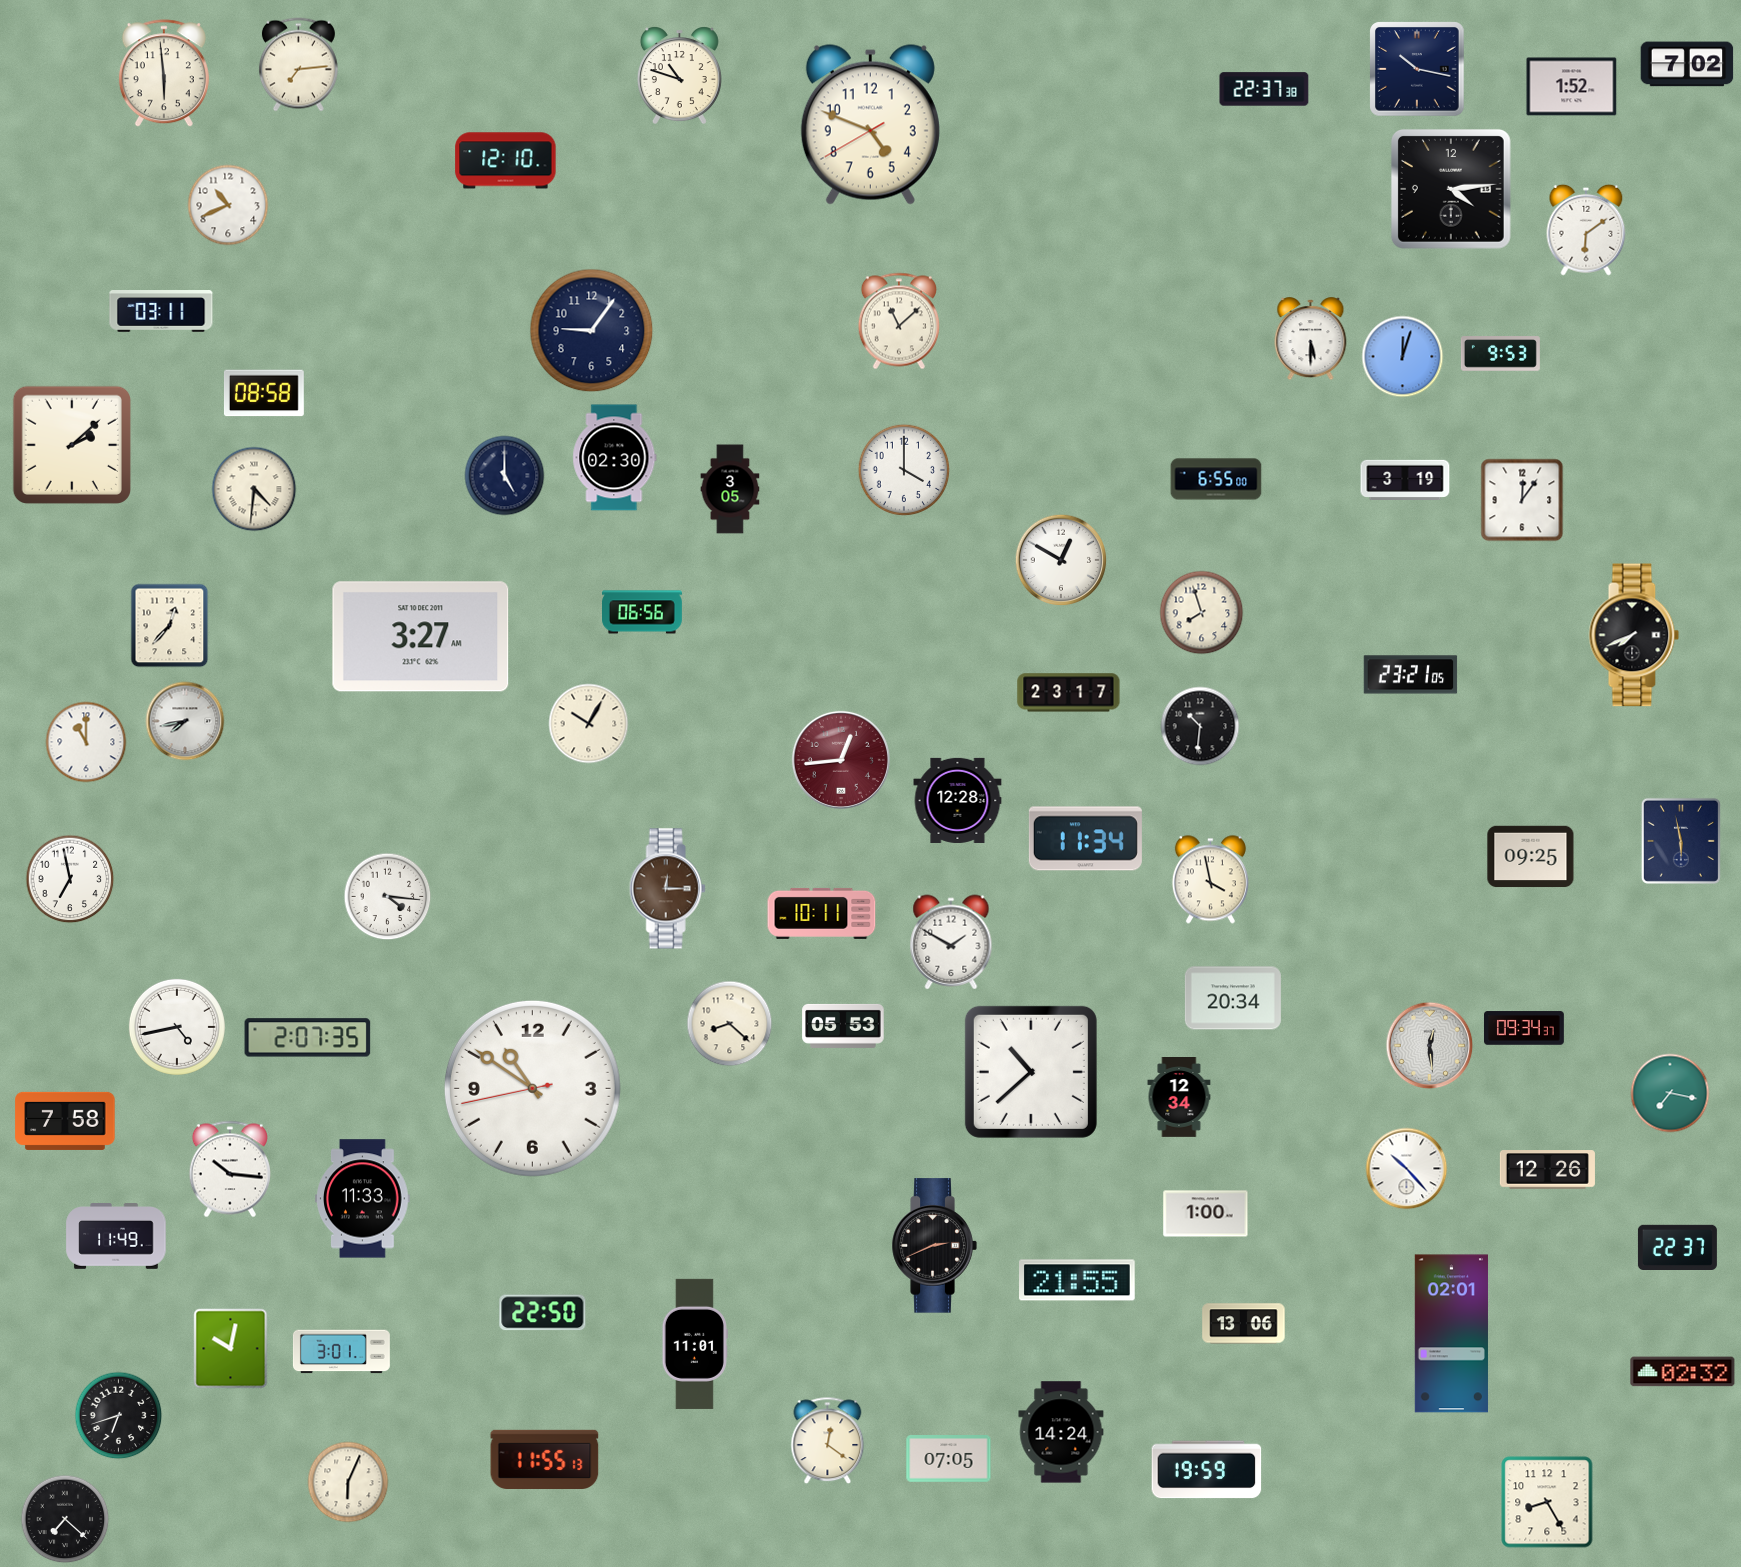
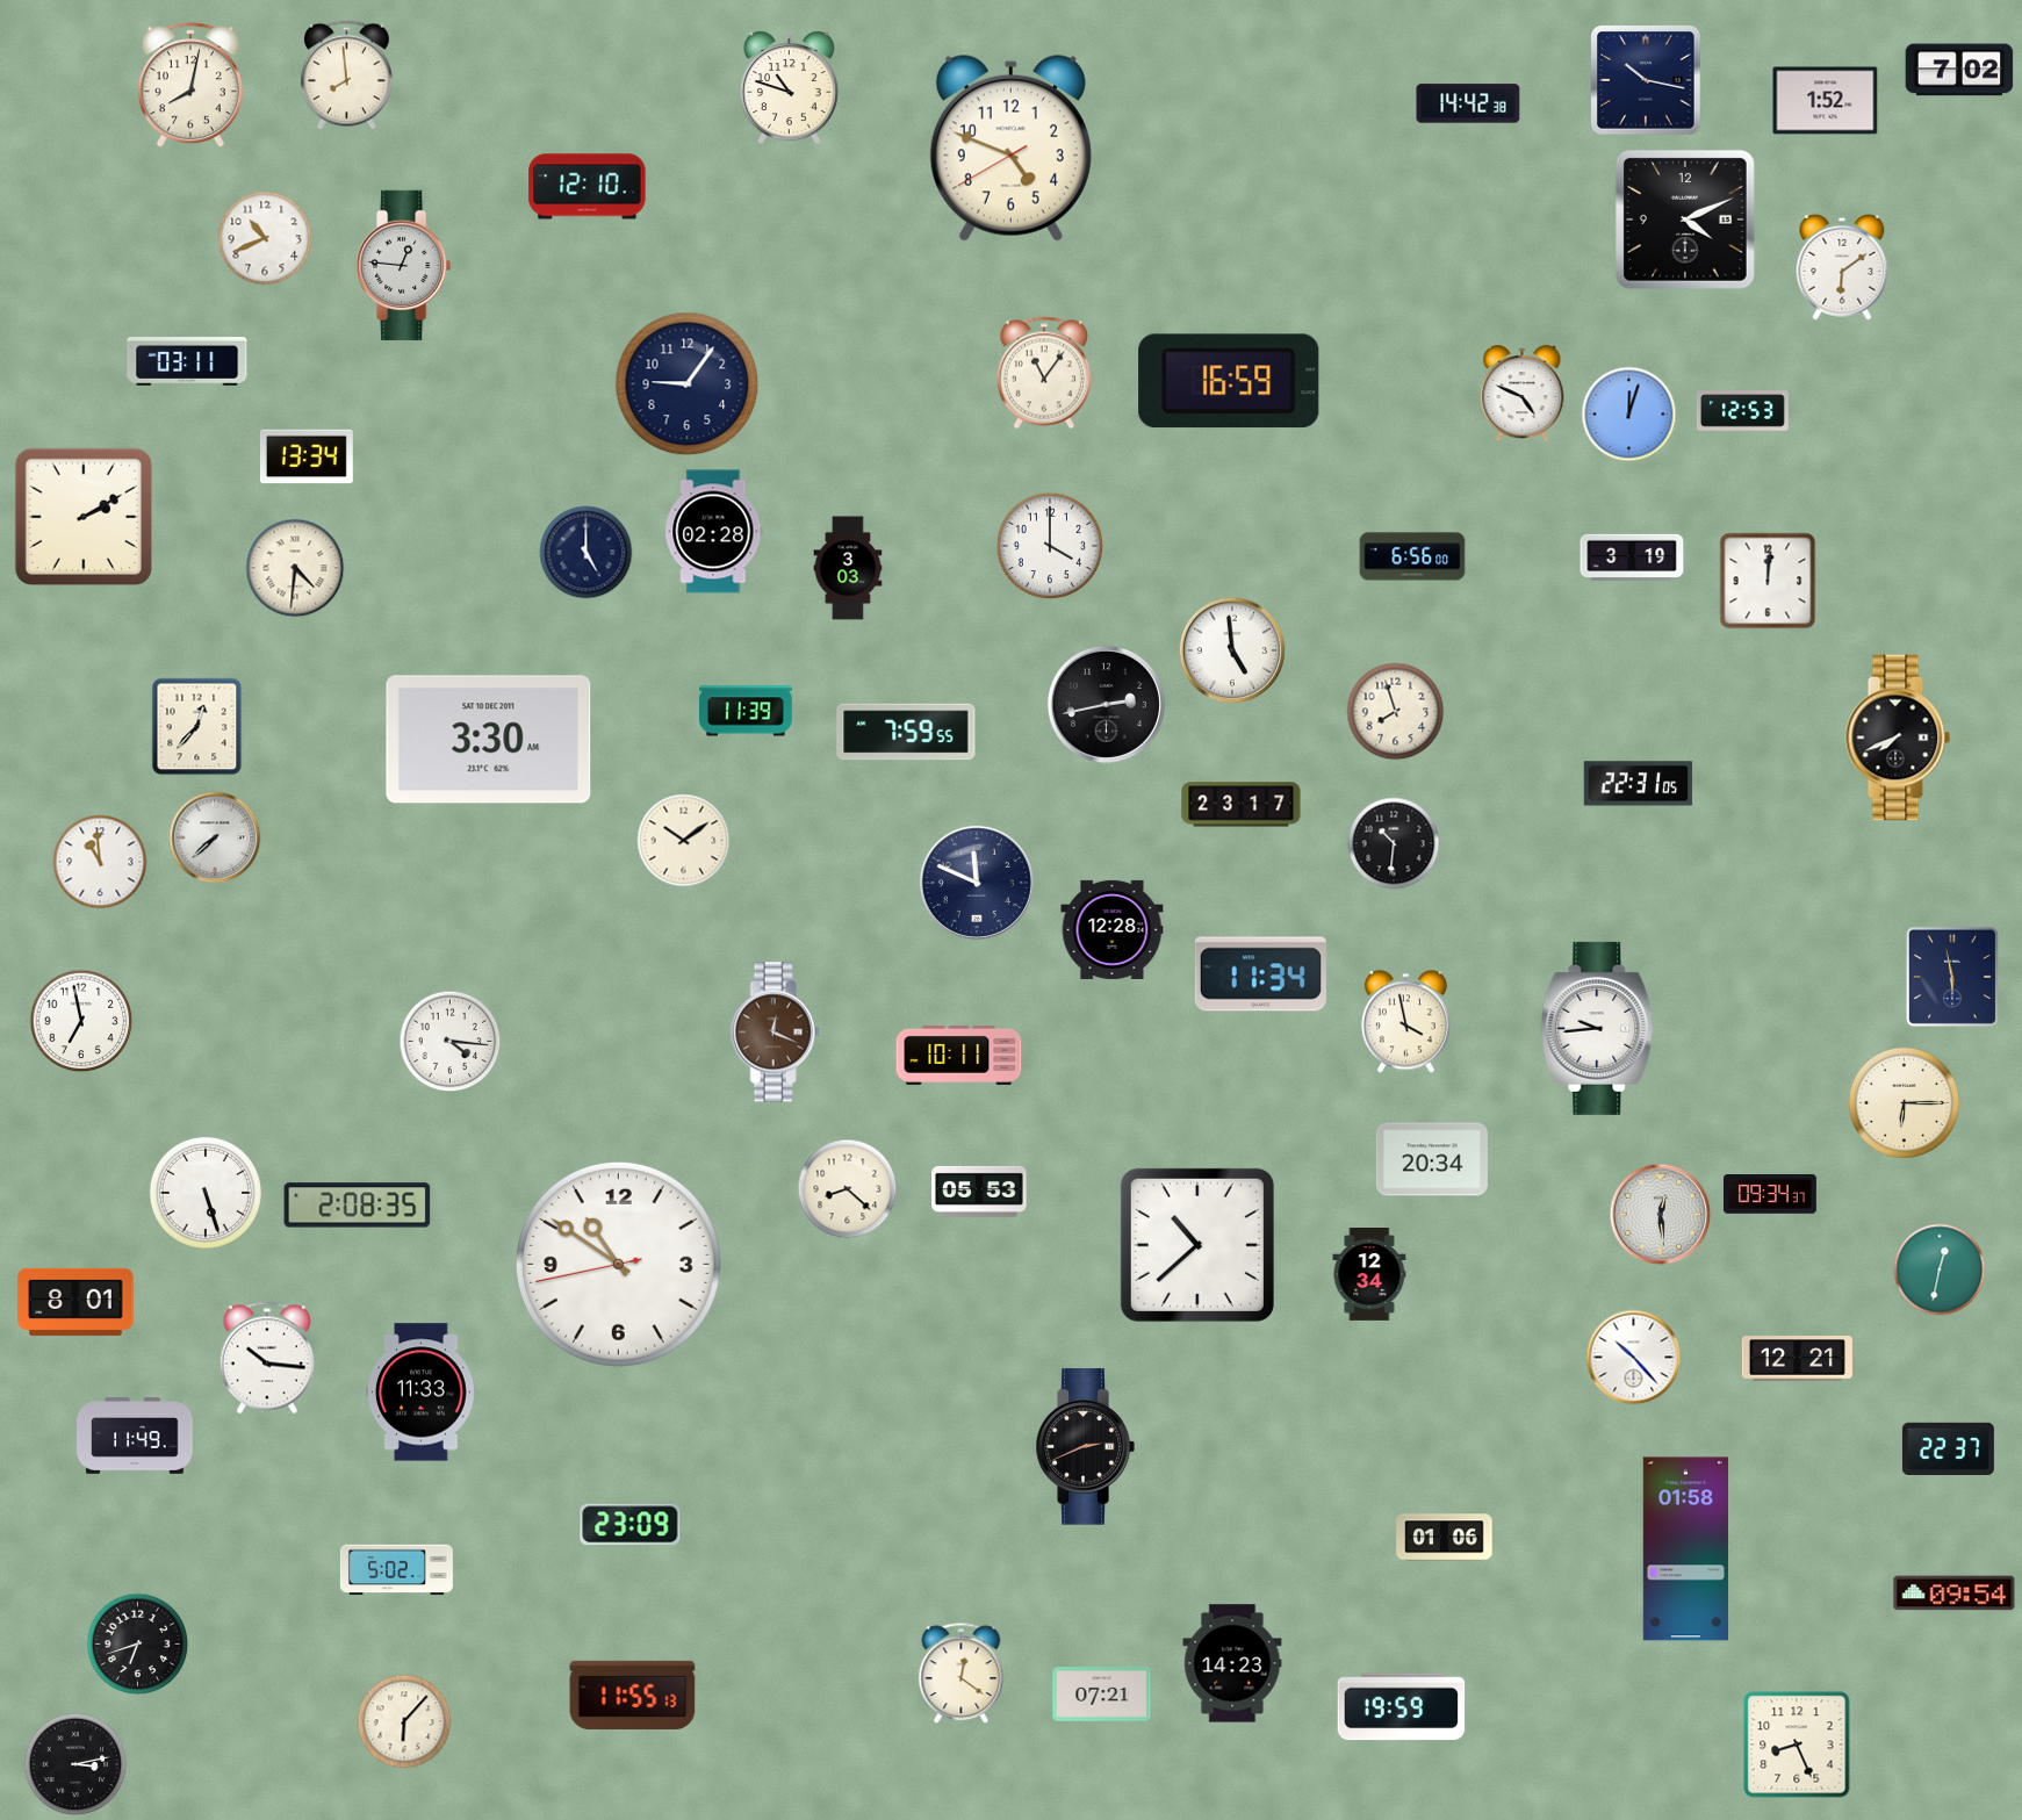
clock at (1687, 64) position: (1687, 64) -> (1959, 70)
clock at (298, 65): 7:14 -> 7:59
clock at (164, 74): 5:59 -> 8:02
clock at (1264, 89): 22:37 -> 14:42
clock at (870, 125) position: (870, 125) -> (1010, 149)
clock at (1451, 189): 4:14 -> 4:11
clock at (404, 265): none -> 12:46
clock at (899, 321): 11:08 -> 11:06
clock at (1229, 381): none -> 16:59
clock at (1311, 339): 5:30 -> 4:49
clock at (1500, 354): 9:53 -> 12:53
clock at (264, 393): 08:58 -> 13:34
clock at (72, 445): 2:08 -> 2:10
clock at (615, 458): 02:30 -> 02:28
clock at (1216, 479): 6:55 -> 6:56
clock at (730, 489): 3:05 -> 3:03
clock at (1522, 500): 12:06 -> 12:01
clock at (1061, 560): 12:50 -> 4:59
clock at (1106, 704): none -> 2:43
clock at (643, 612): 06:56 -> 11:39
clock at (906, 732): none -> 7:59
clock at (421, 637): 3:27 -> 3:30
clock at (1411, 675): 23:21 -> 22:31
clock at (185, 721): 7:43 -> 7:38
clock at (589, 724): 10:05 -> 10:09
clock at (86, 742): 11:00 -> 10:59
clock at (841, 760): 12:44 -> 11:49
clock at (841, 760) dial: burgundy -> navy
clock at (1531, 857): 09:25 -> none
clock at (1598, 1028): none -> 9:44
clock at (667, 889): 12:15 -> 12:19
clock at (822, 913) position: (822, 913) -> (959, 1055)
clock at (951, 942): 1:50 -> none
clock at (1904, 1102): none -> 6:15
clock at (177, 1027): 4:43 -> 5:27
clock at (308, 1038): 2:07 -> 2:08
clock at (1670, 1093): 7:17 -> 12:32
clock at (65, 1121): 7:58 -> 8:01
clock at (1547, 1170): 12:26 -> 12:21
clock at (1206, 1214): 1:00 -> none
clock at (1078, 1280): 21:55 -> none
clock at (543, 1313): 22:50 -> 23:09
clock at (1244, 1324): 13:06 -> 01:06
clock at (1451, 1334): 02:01 -> 01:58
clock at (695, 1344): 11:01 -> none
clock at (231, 1349): 10:02 -> none
clock at (341, 1352): 3:01 -> 5:02
clock at (1683, 1372): 02:32 -> 09:54
clock at (1061, 1432): 14:24 -> 14:23
clock at (949, 1459): 07:05 -> 07:21
clock at (348, 1482): 6:04 -> 6:07
clock at (1547, 1502): 8:25 -> 8:26
clock at (65, 1519): 7:22 -> 3:13
